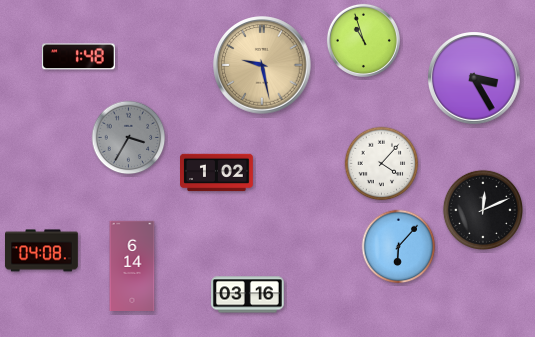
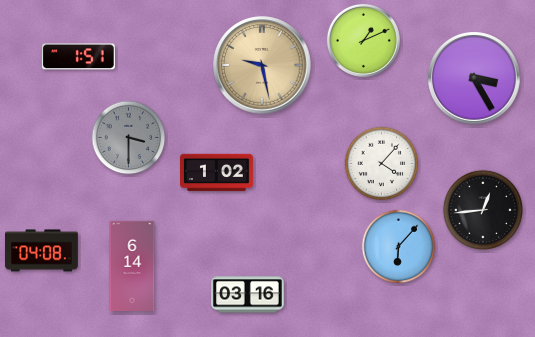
clock at (363, 40): 10:57 -> 1:11
clock at (79, 57): 1:48 -> 1:51
clock at (129, 138): 3:35 -> 3:30
clock at (483, 210): 12:11 -> 12:44
